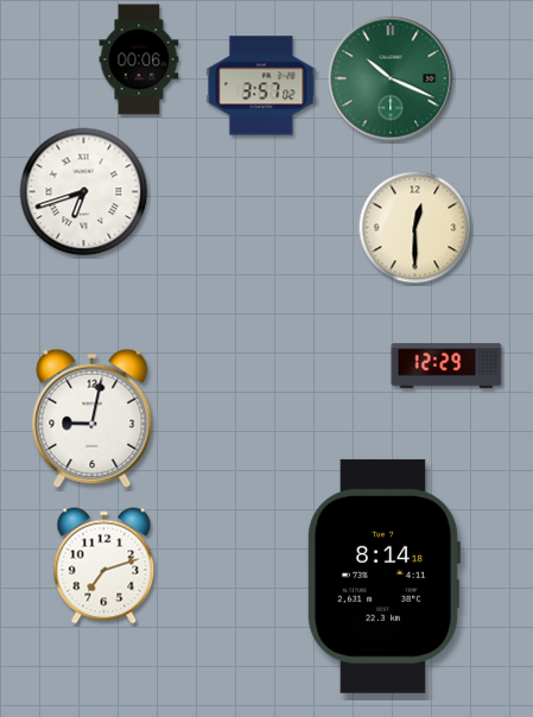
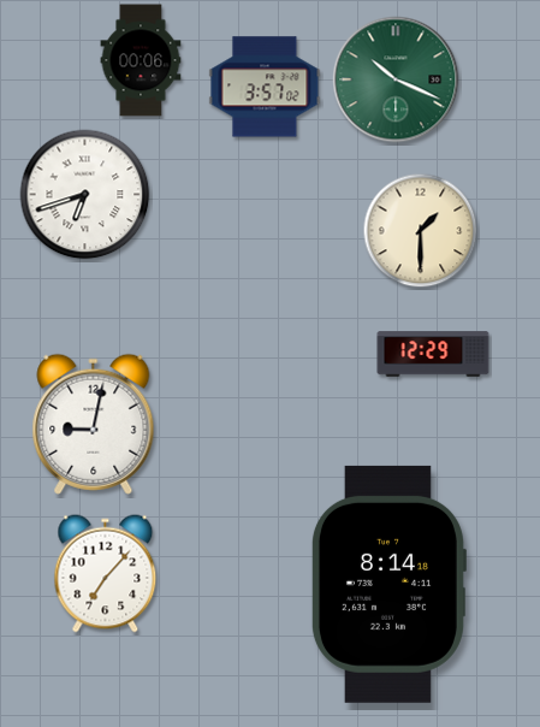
clock at (415, 228): 12:30 -> 1:30
clock at (446, 366) position: (446, 366) -> (433, 354)
clock at (104, 566): 7:12 -> 7:07
